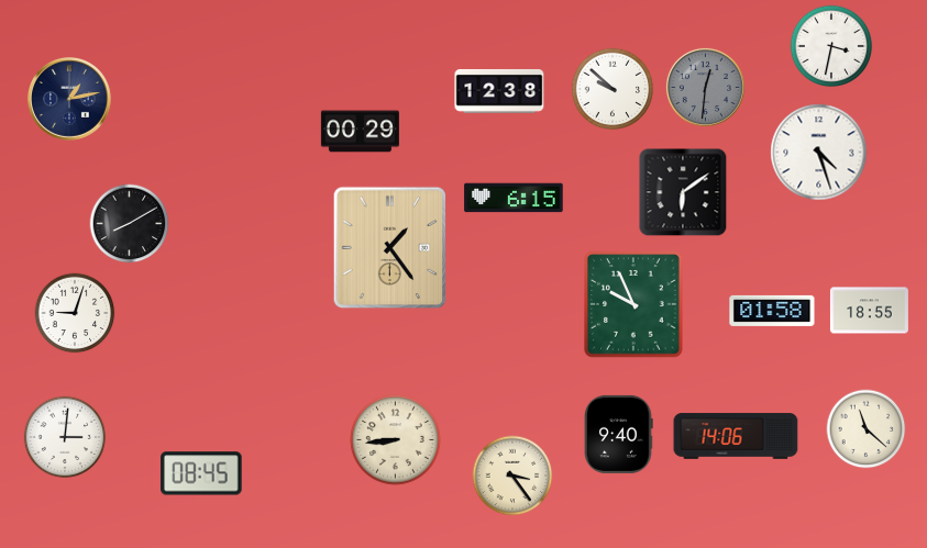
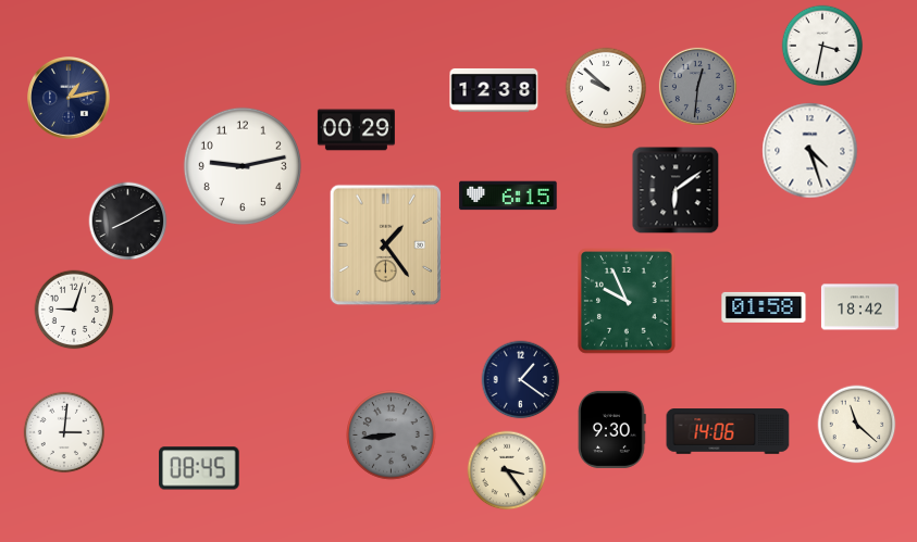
clock at (243, 166): none -> 9:13
clock at (869, 311): 18:55 -> 18:42
clock at (521, 380): none -> 1:21
clock at (619, 434): 9:40 -> 9:30
clock at (396, 440) dial: cream -> grey
